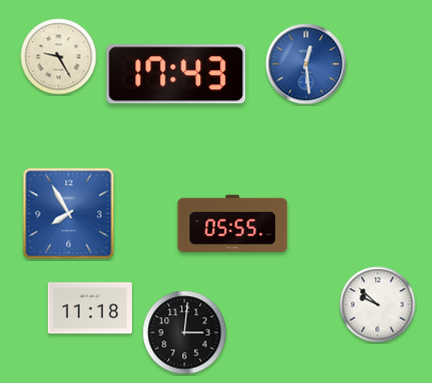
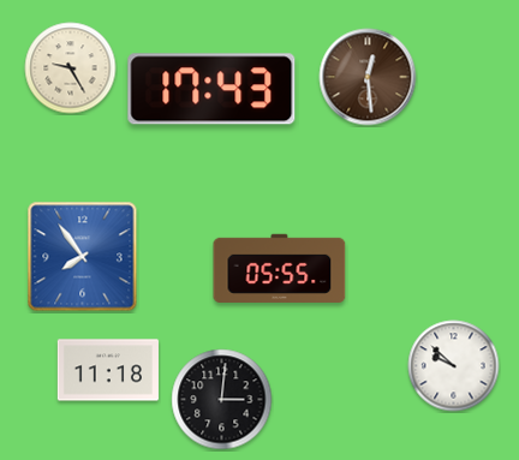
clock at (306, 64) dial: blue -> brown
clock at (69, 214): 7:55 -> 7:54
